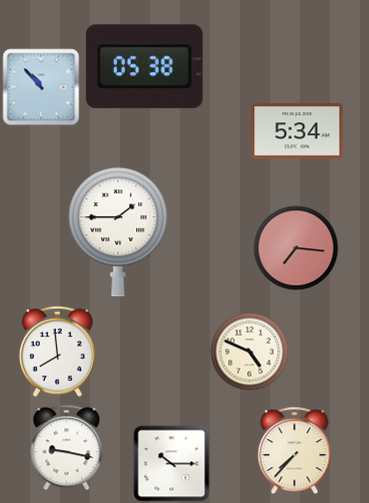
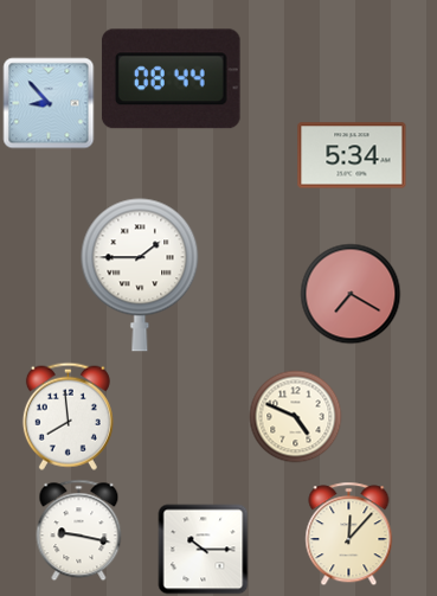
clock at (144, 67): 05:38 -> 08:44
clock at (41, 87): 10:53 -> 8:53
clock at (296, 248): 7:16 -> 7:20
clock at (295, 451): 7:37 -> 12:07
